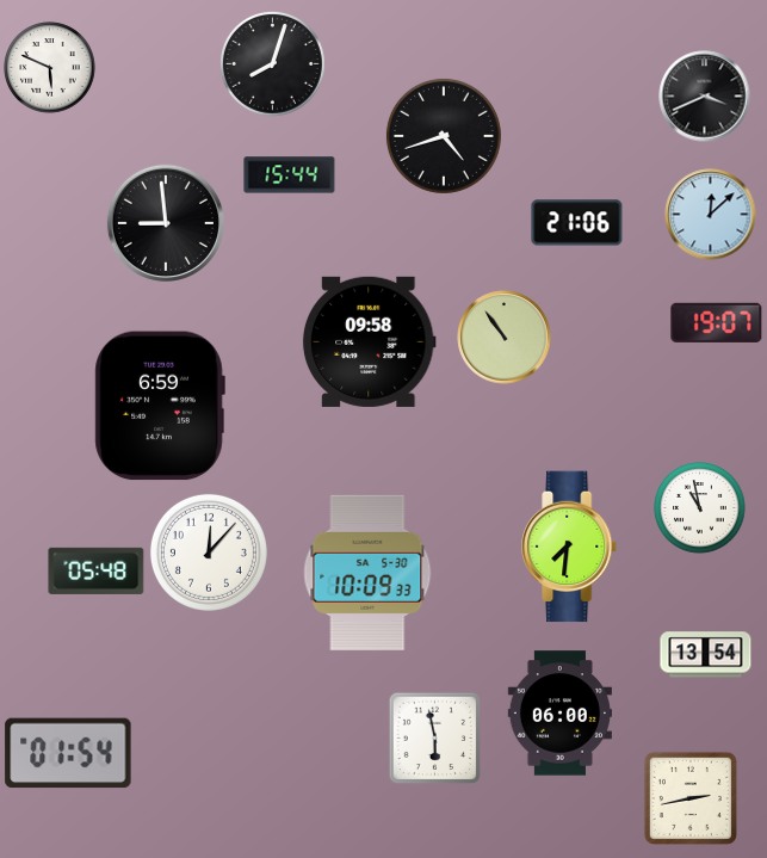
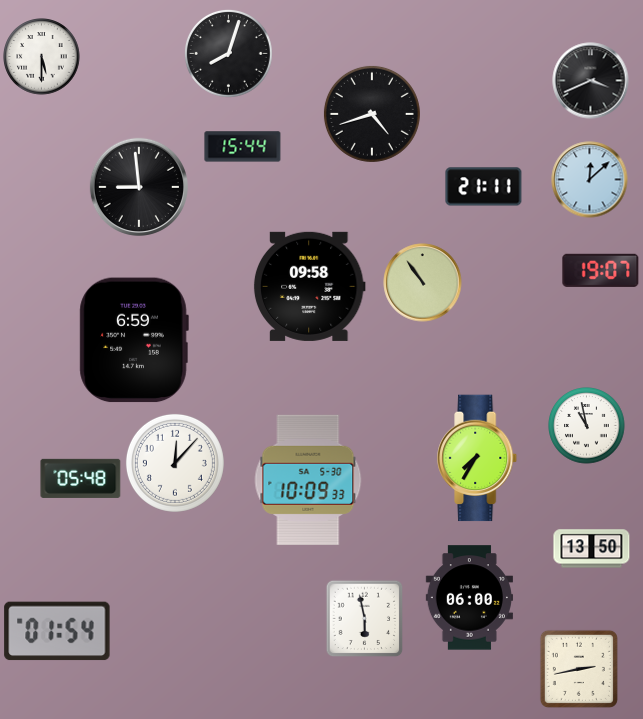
clock at (50, 68): 5:49 -> 5:30
clock at (711, 215) position: (711, 215) -> (590, 180)
clock at (577, 223): 21:06 -> 21:11
clock at (570, 547): 7:31 -> 7:35
clock at (706, 655): 13:54 -> 13:50
